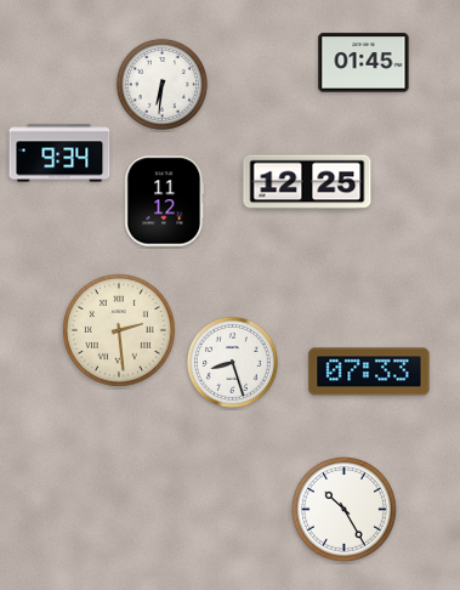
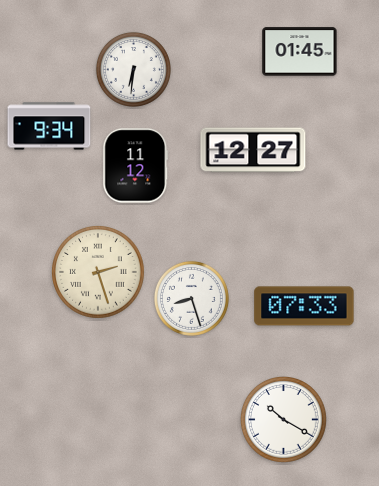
clock at (307, 182): 12:25 -> 12:27
clock at (119, 330): 2:29 -> 2:27
clock at (345, 510): 10:25 -> 10:20
